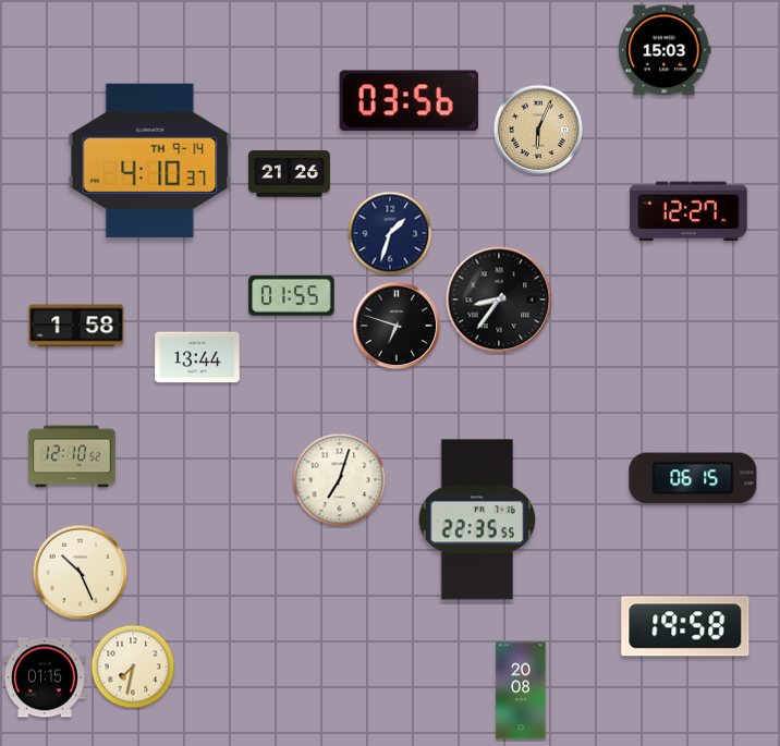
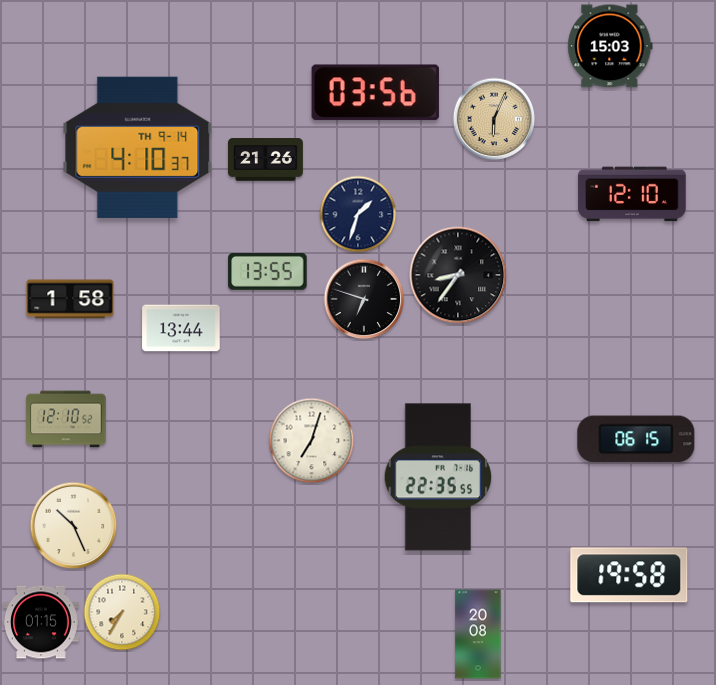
clock at (688, 211): 12:27 -> 12:10
clock at (292, 295): 01:55 -> 13:55
clock at (133, 666): 7:32 -> 7:35
